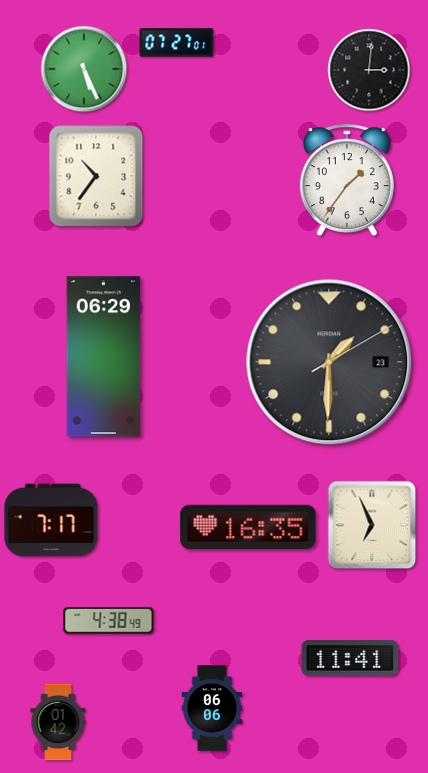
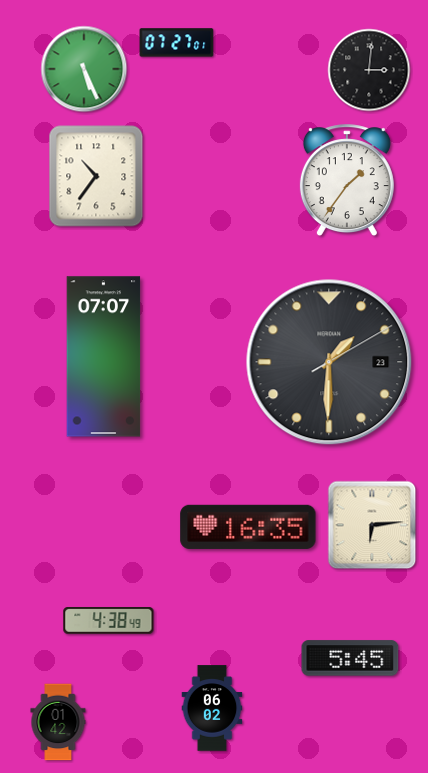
clock at (104, 357): 06:29 -> 07:07
clock at (51, 520): 7:17 -> none
clock at (372, 525): 6:56 -> 6:14
clock at (350, 658): 11:41 -> 5:45
clock at (212, 708): 06:06 -> 06:02
